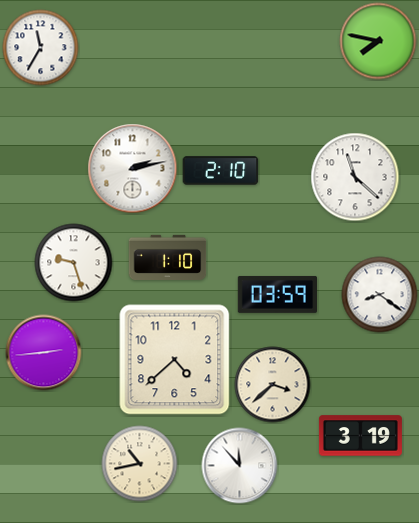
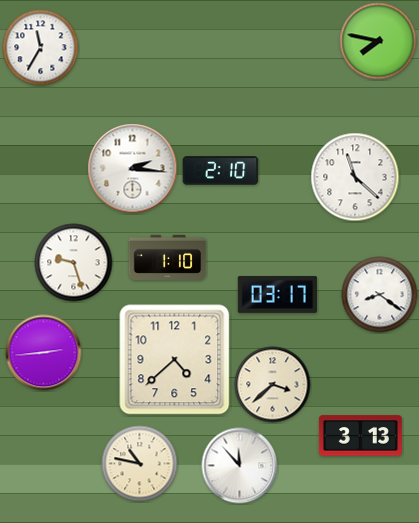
clock at (133, 169): 2:13 -> 2:16
clock at (277, 294): 03:59 -> 03:17
clock at (360, 436): 3:19 -> 3:13
clock at (140, 464): 10:43 -> 10:47
